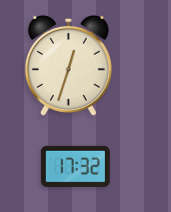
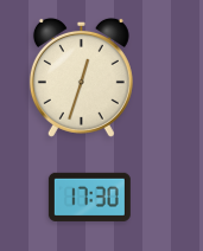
clock at (75, 166): 17:32 -> 17:30
